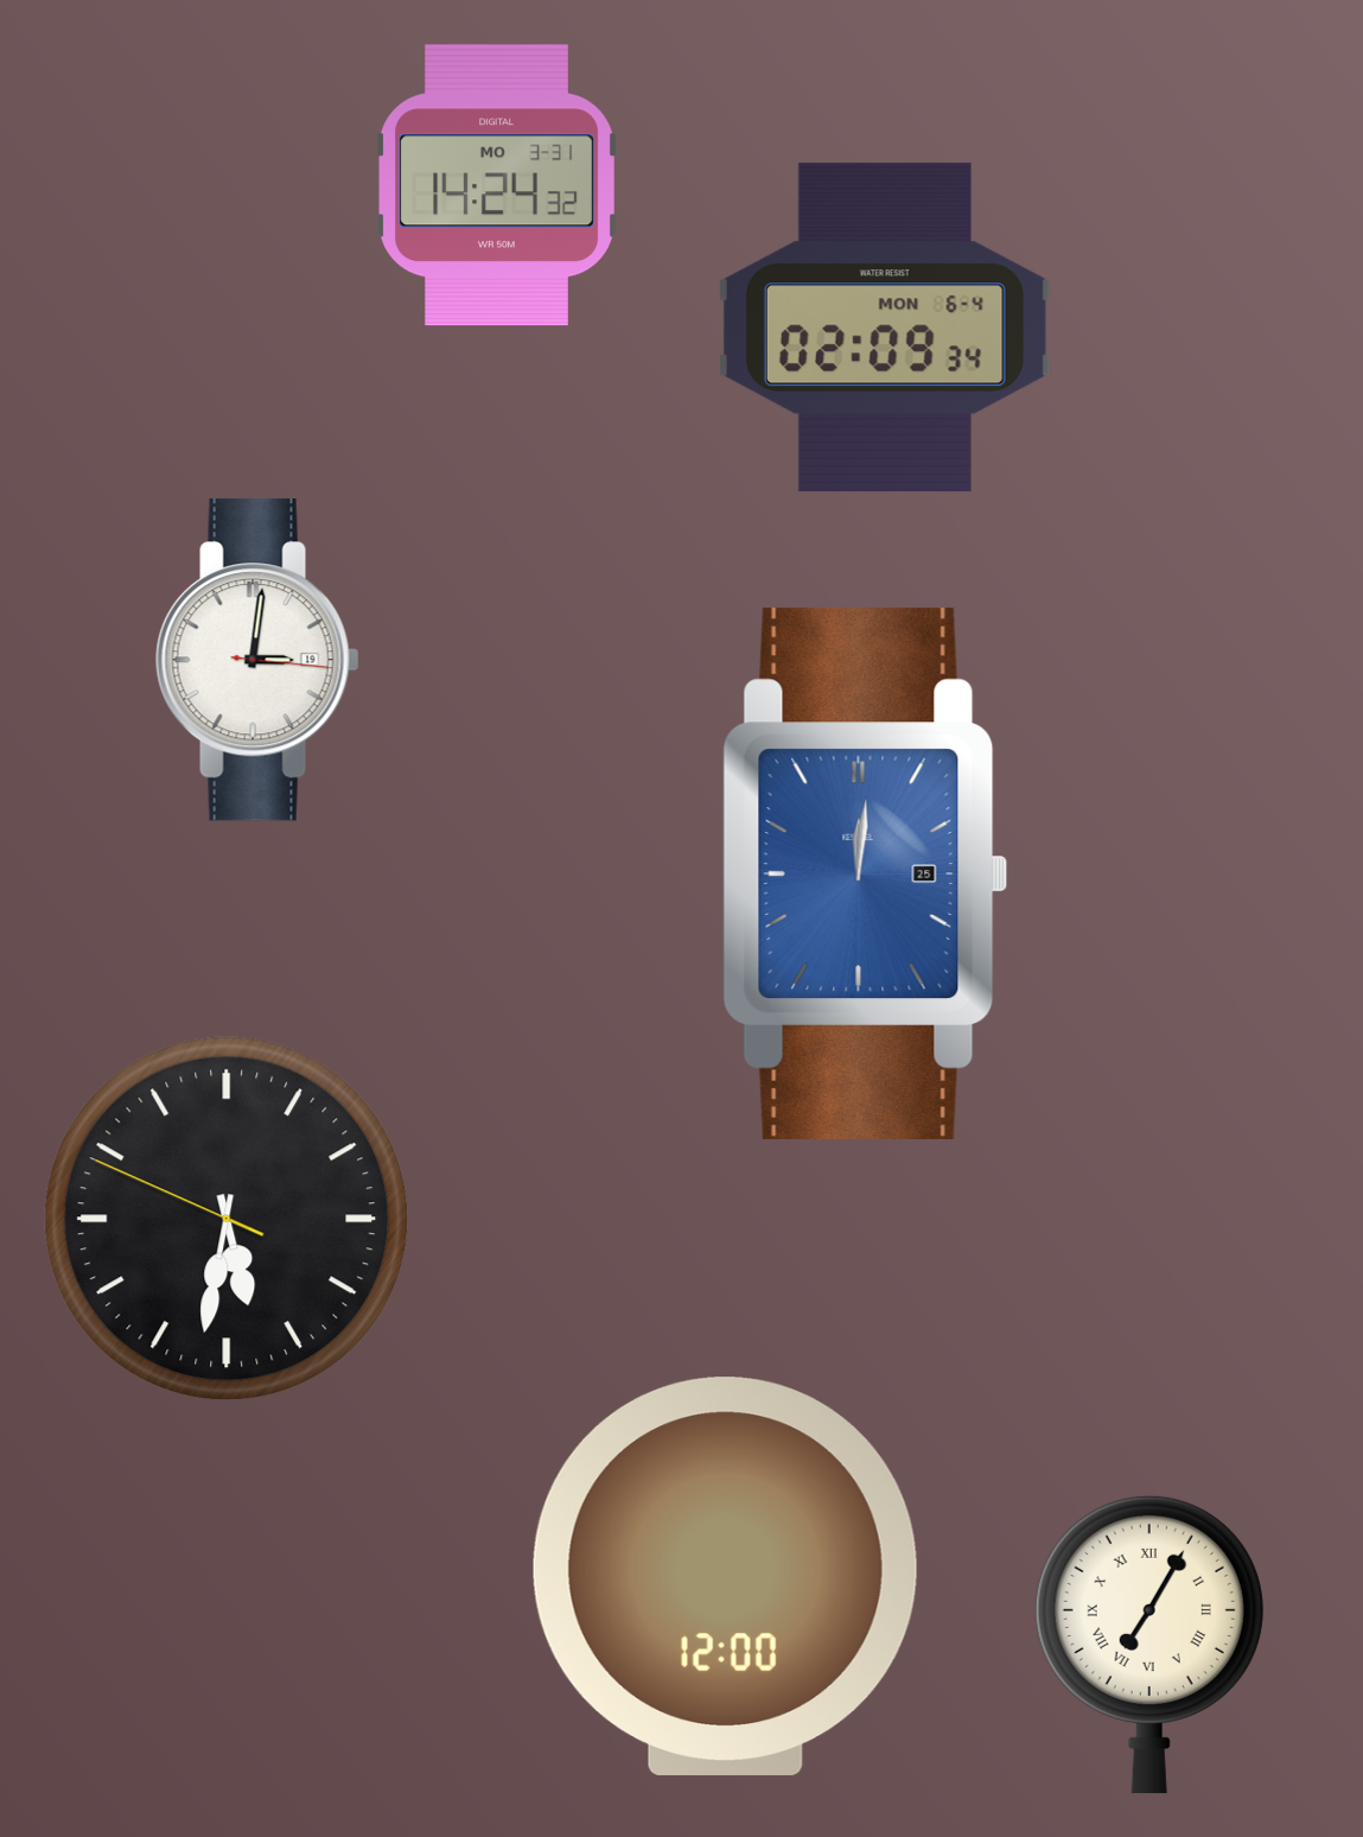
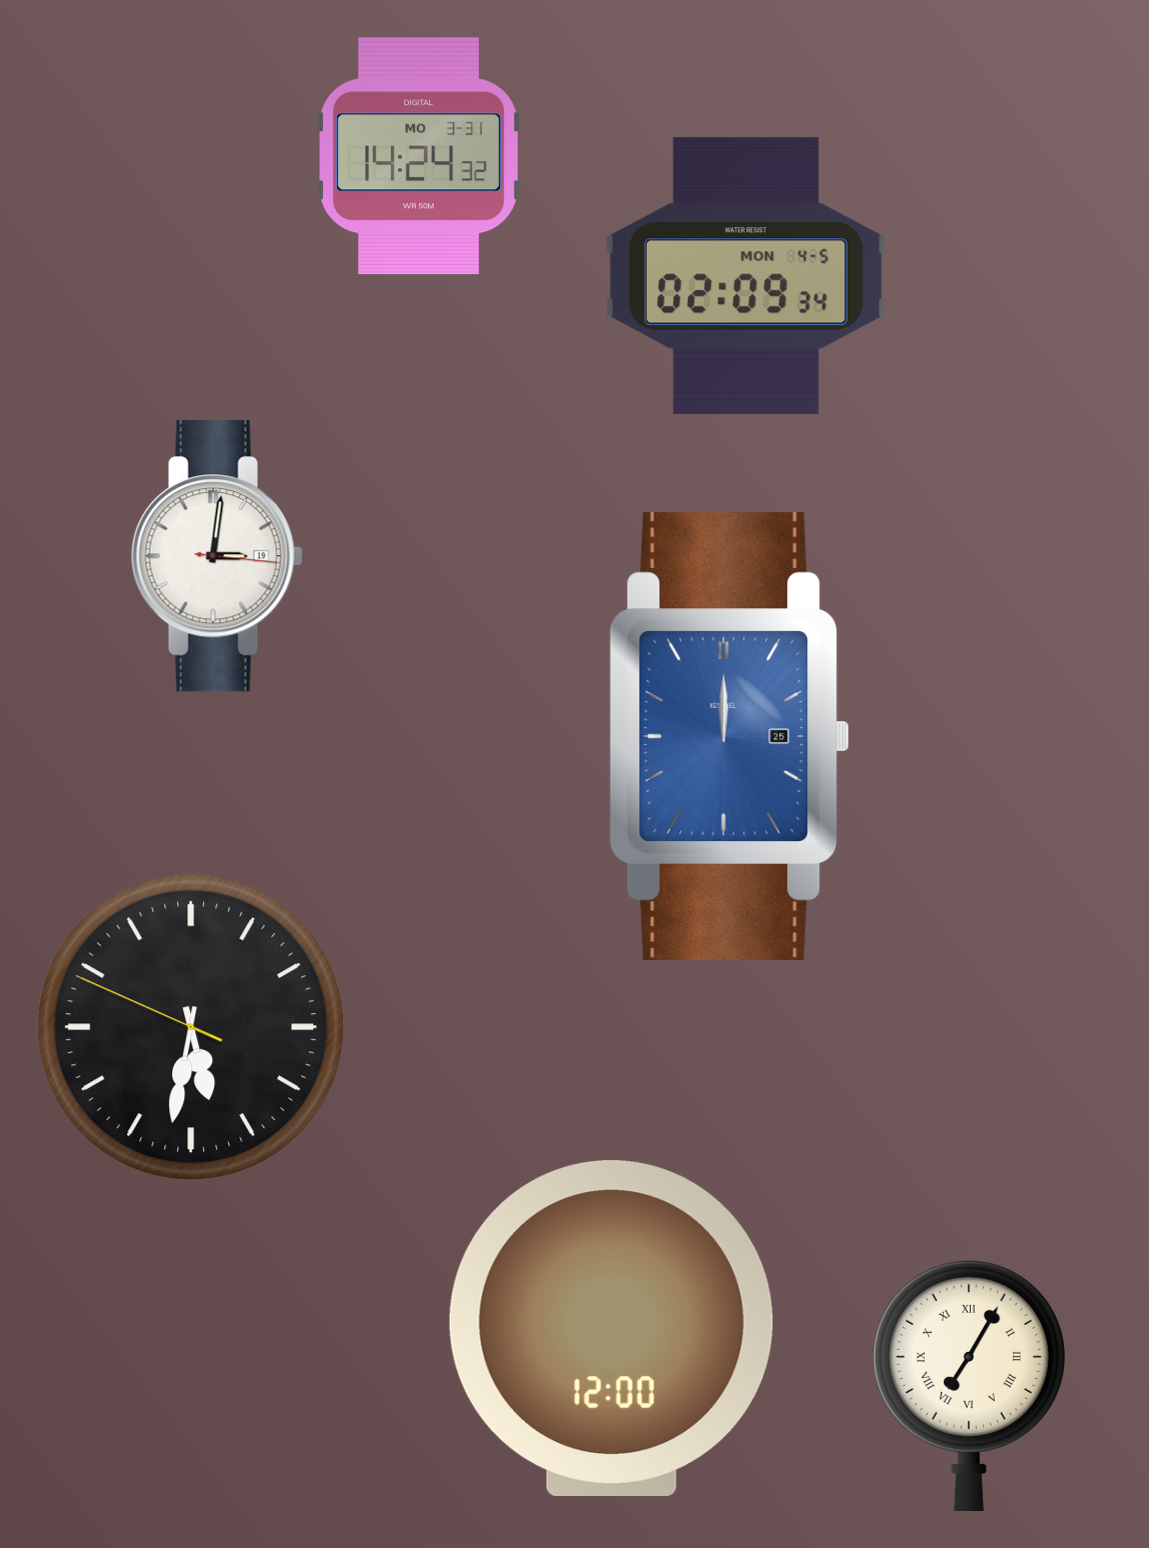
clock at (885, 328) date: MON 6-4 -> MON 4-5
clock at (866, 873): 12:01 -> 12:00
